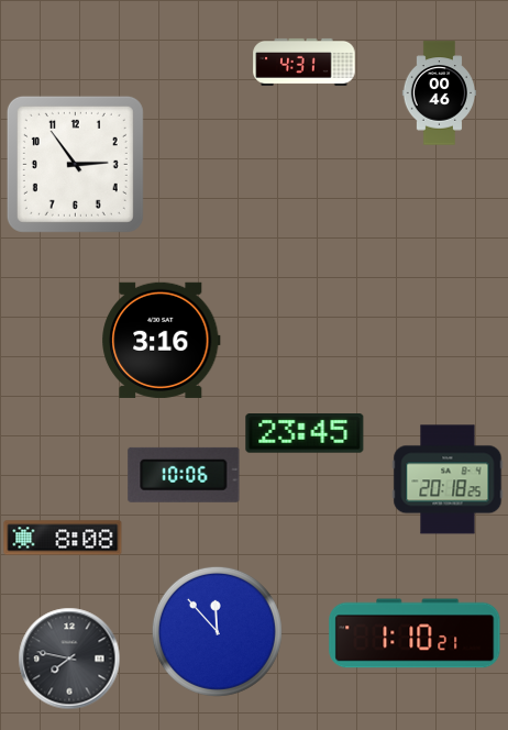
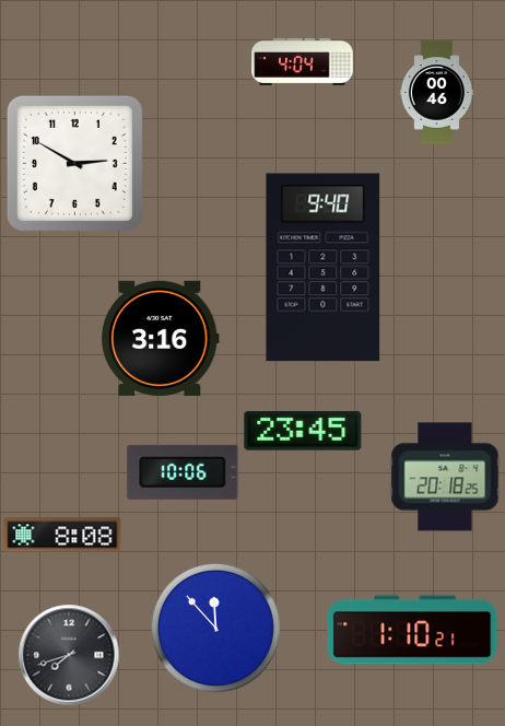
clock at (305, 62): 4:31 -> 4:04
clock at (75, 164): 2:54 -> 2:50
clock at (324, 268): none -> 9:40
clock at (69, 659): 7:47 -> 7:42
